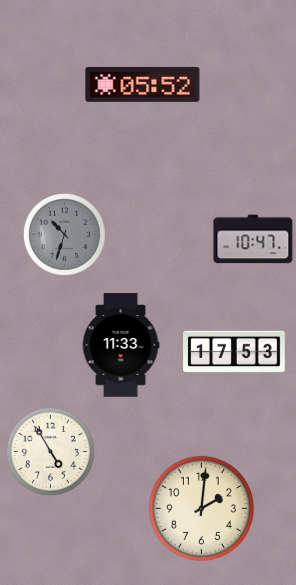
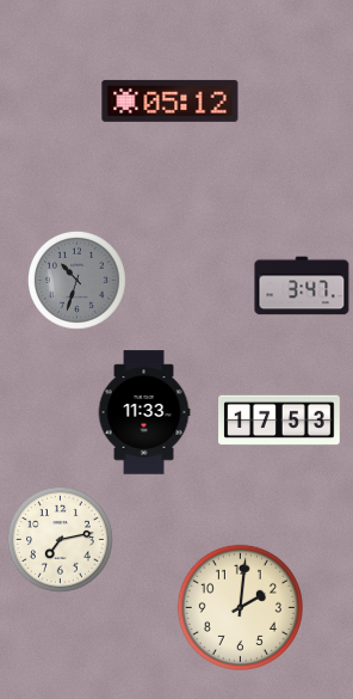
clock at (143, 84): 05:52 -> 05:12
clock at (253, 239): 10:47 -> 3:47
clock at (50, 451): 4:55 -> 7:13
